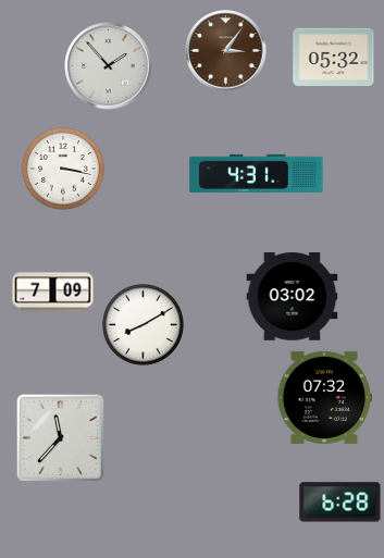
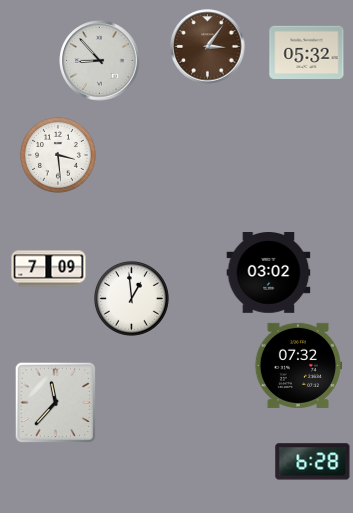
clock at (109, 66): 1:53 -> 8:53
clock at (64, 170): 3:17 -> 3:29
clock at (257, 173): 4:31 -> none
clock at (144, 325): 8:10 -> 12:59
